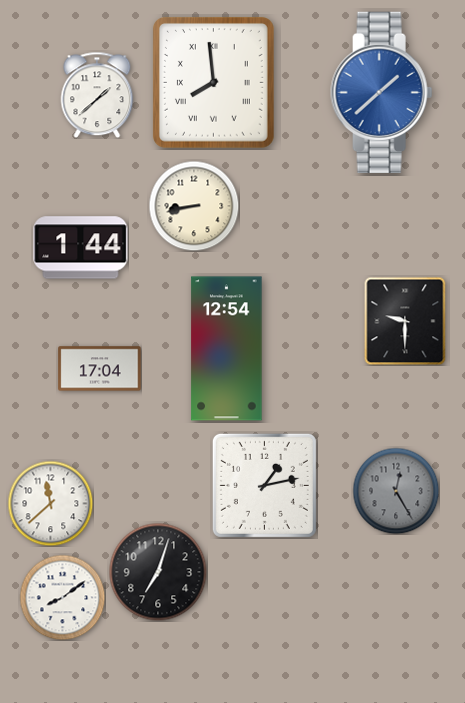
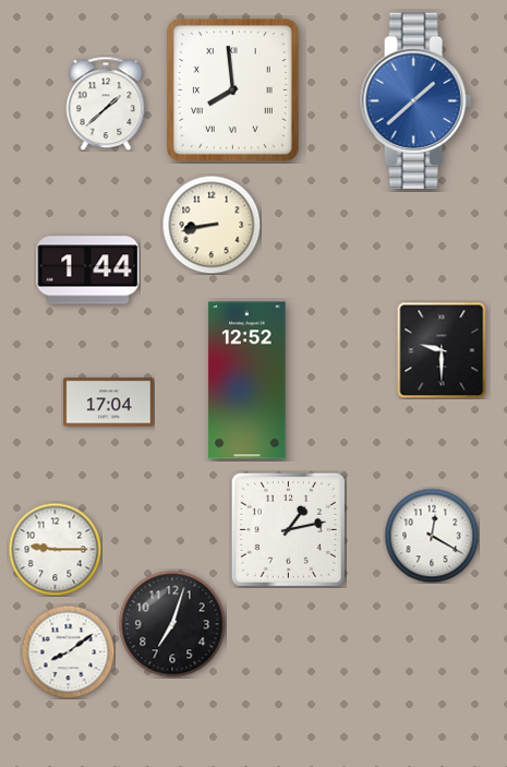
clock at (227, 349): 12:54 -> 12:52
clock at (396, 491): 12:25 -> 12:20
clock at (396, 491) dial: grey -> white
clock at (50, 503): 11:38 -> 9:15
